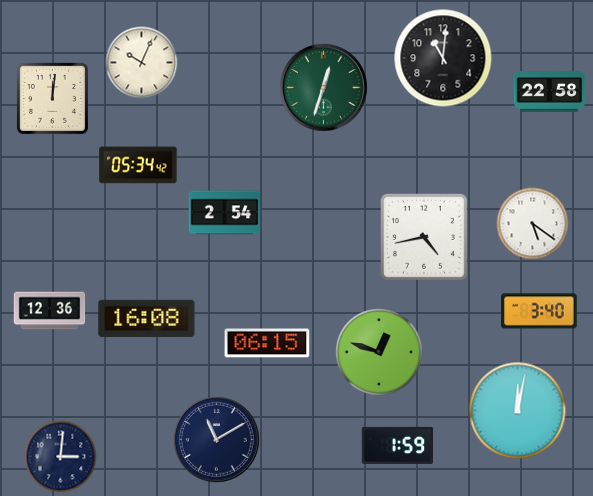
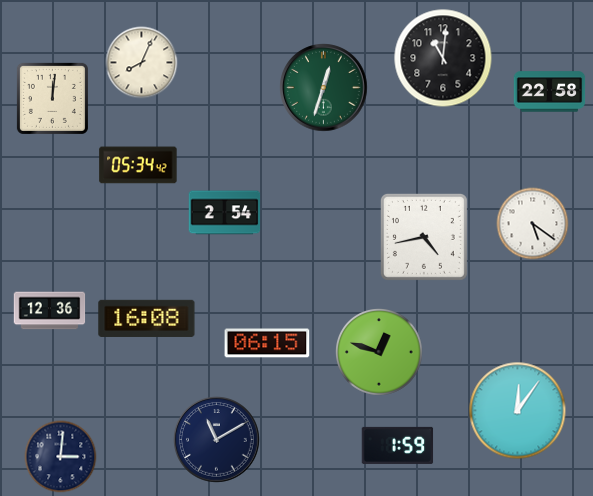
clock at (142, 63): 10:04 -> 8:04
clock at (539, 311): 3:40 -> none
clock at (518, 411): 12:02 -> 12:06
